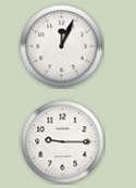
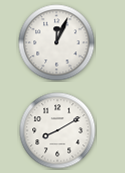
clock at (63, 142): 9:15 -> 8:10
